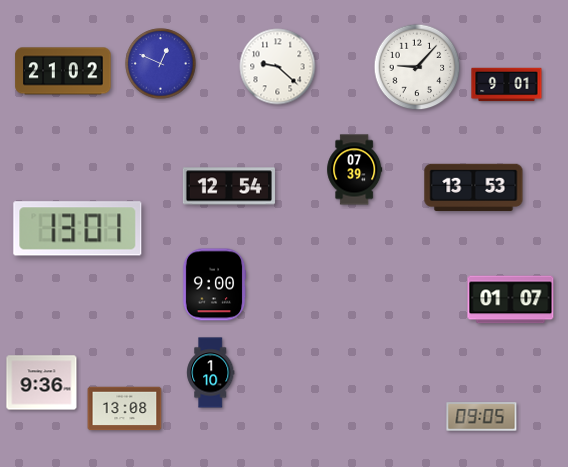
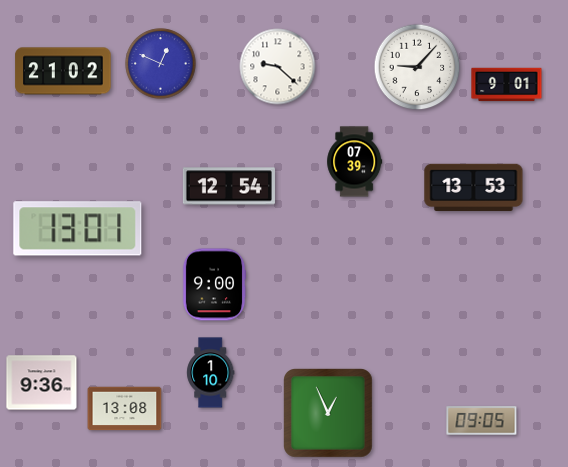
clock at (355, 170) position: (355, 170) -> (355, 162)
clock at (511, 300): 01:07 -> none
clock at (329, 414): none -> 12:56
clock at (482, 417) position: (482, 417) -> (482, 421)
